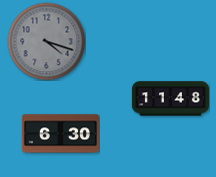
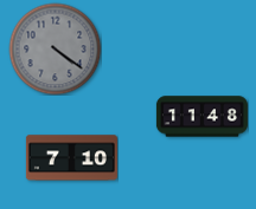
clock at (46, 41): 4:18 -> 4:21
clock at (60, 134): 6:30 -> 7:10
